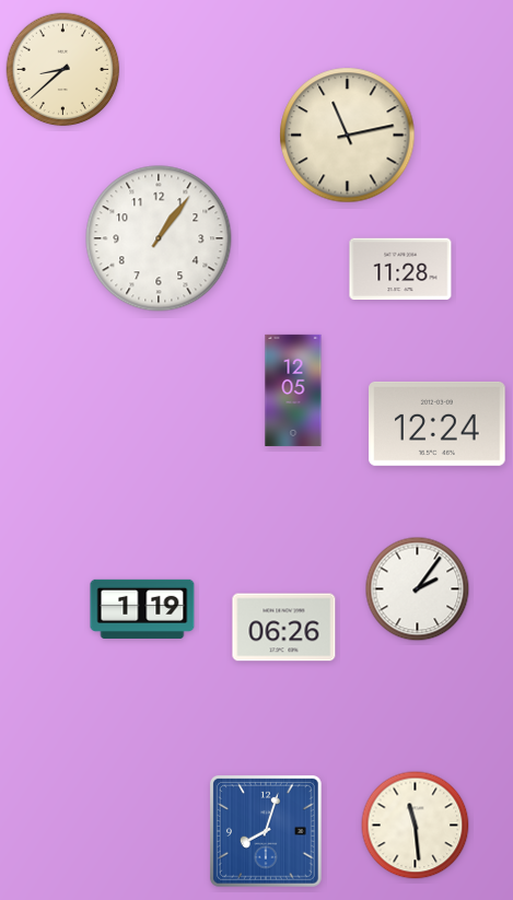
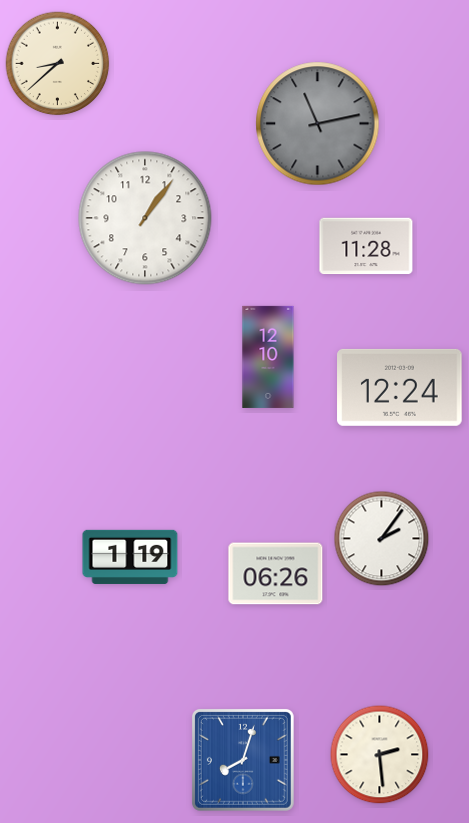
clock at (348, 136) dial: cream -> grey
clock at (293, 390): 12:05 -> 12:10
clock at (284, 628) position: (284, 628) -> (276, 574)
clock at (416, 826): 11:29 -> 2:29
